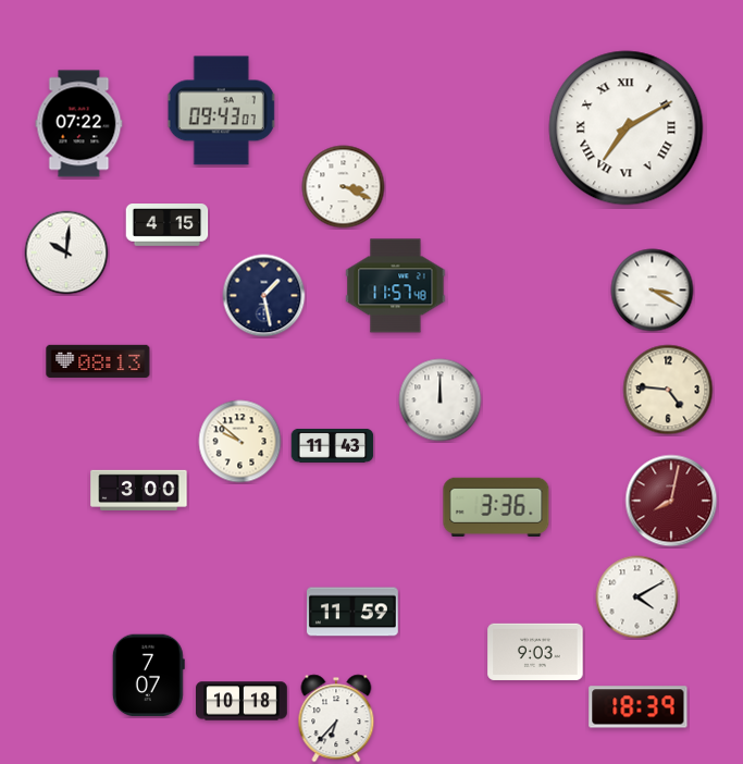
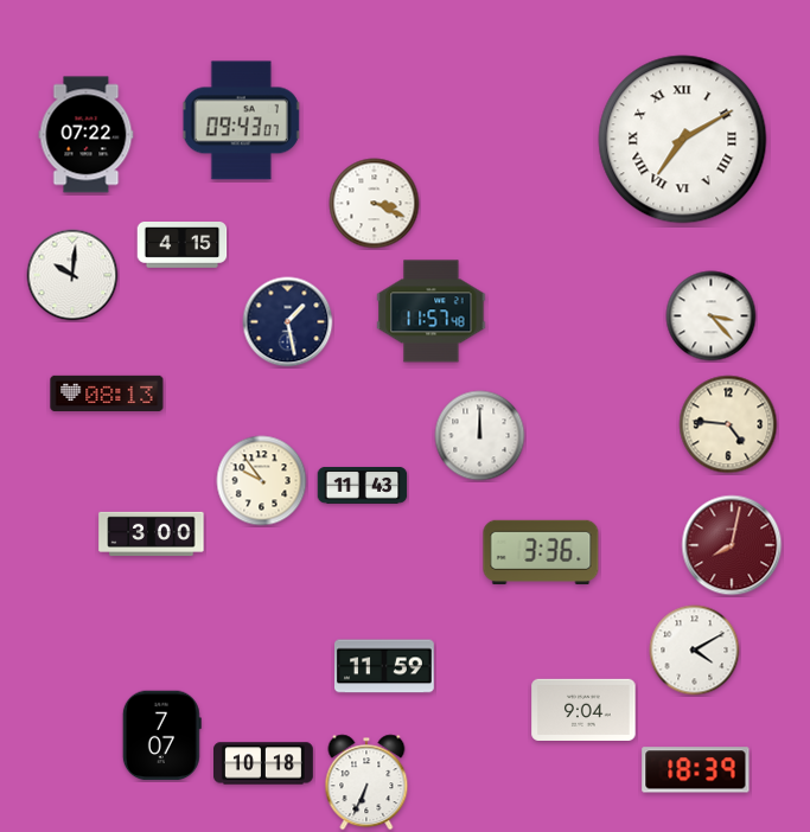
clock at (653, 291): 3:20 -> 3:23
clock at (240, 442): 9:52 -> 9:54
clock at (535, 652): 9:03 -> 9:04
clock at (336, 718): 6:37 -> 6:34
